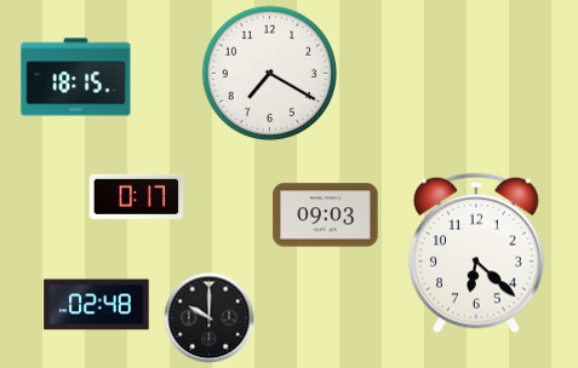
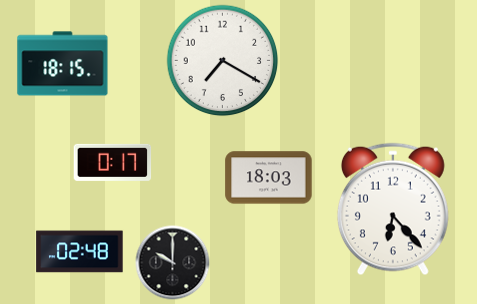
clock at (326, 215): 09:03 -> 18:03
clock at (476, 253): 6:22 -> 6:23
